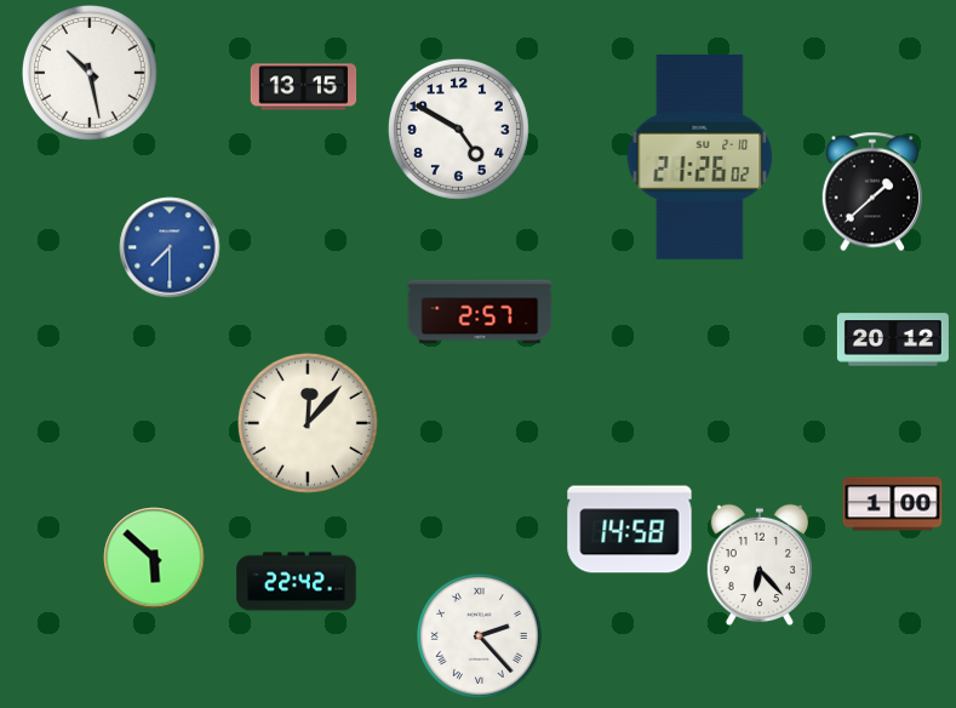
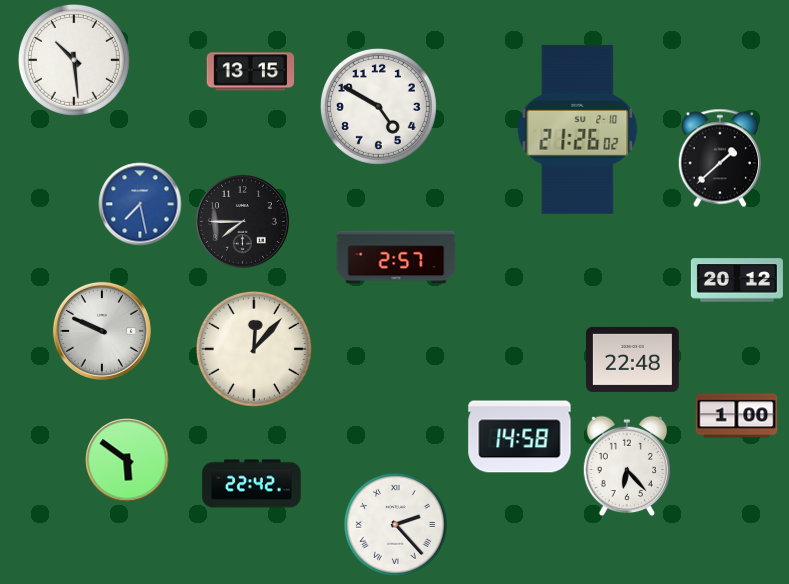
clock at (90, 73): 10:28 -> 10:29
clock at (170, 247): 7:30 -> 7:28
clock at (243, 222): none -> 7:45
clock at (102, 331): none -> 9:49
clock at (632, 359): none -> 22:48
clock at (154, 558): 5:52 -> 5:51
clock at (297, 582) position: (297, 582) -> (252, 484)
